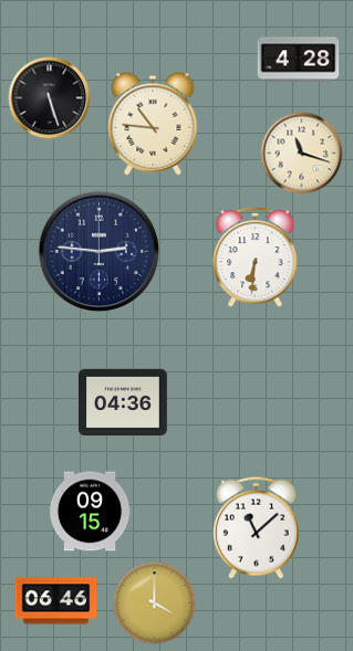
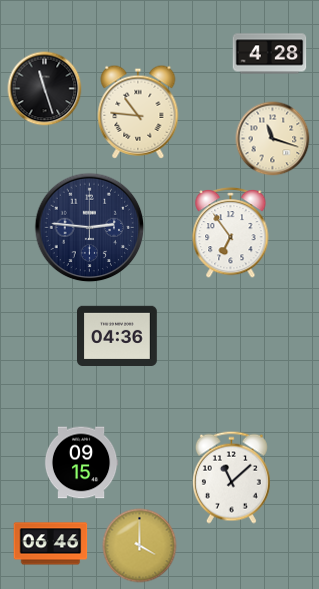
clock at (50, 98): 5:27 -> 11:27
clock at (256, 256): 6:31 -> 6:54
clock at (124, 401) position: (124, 401) -> (118, 335)
